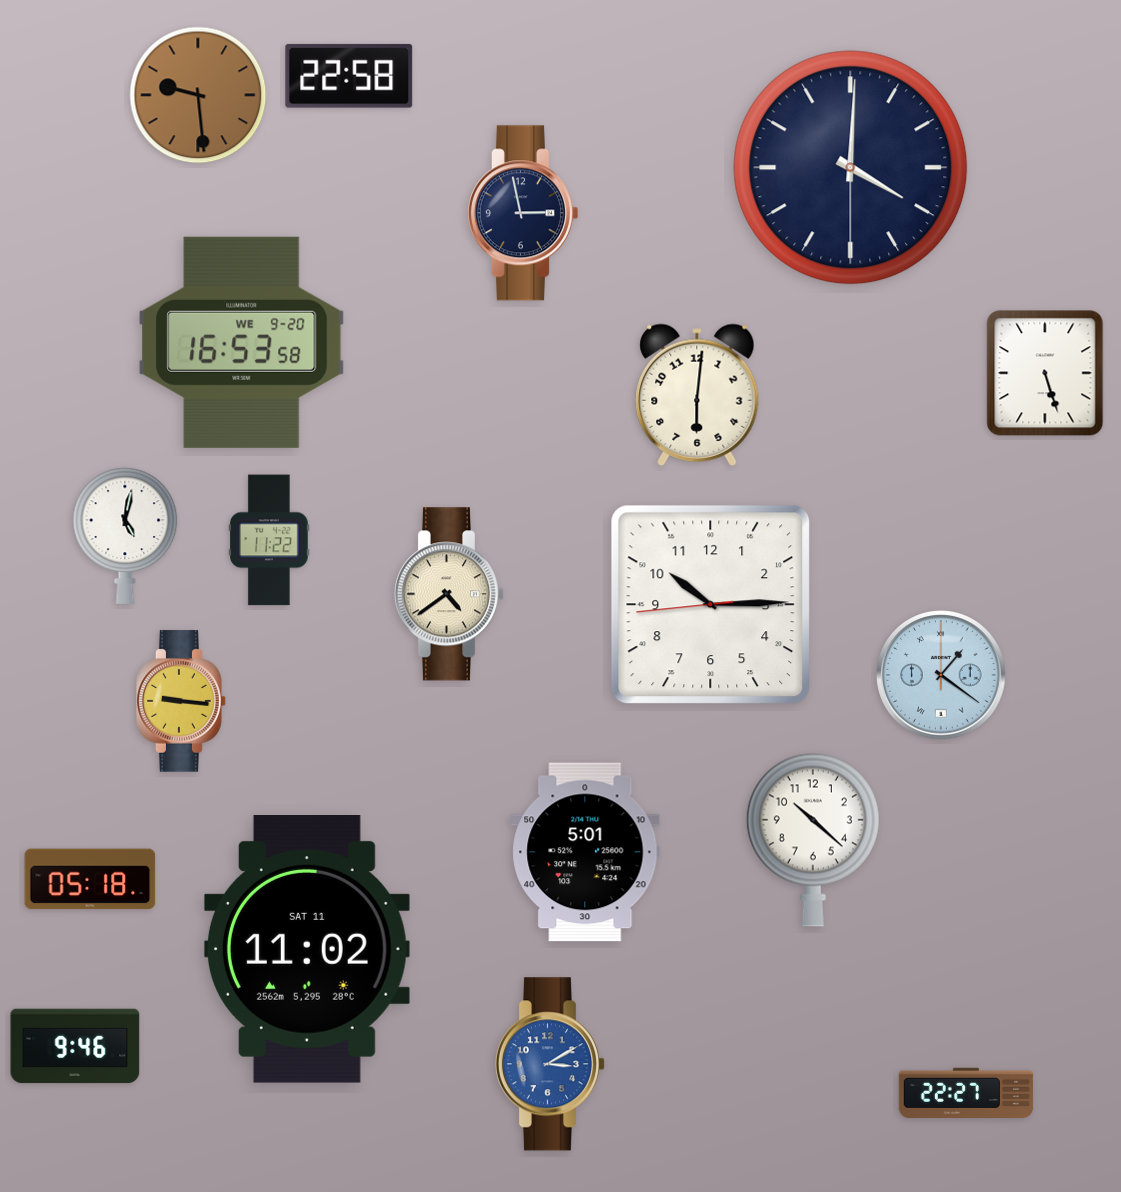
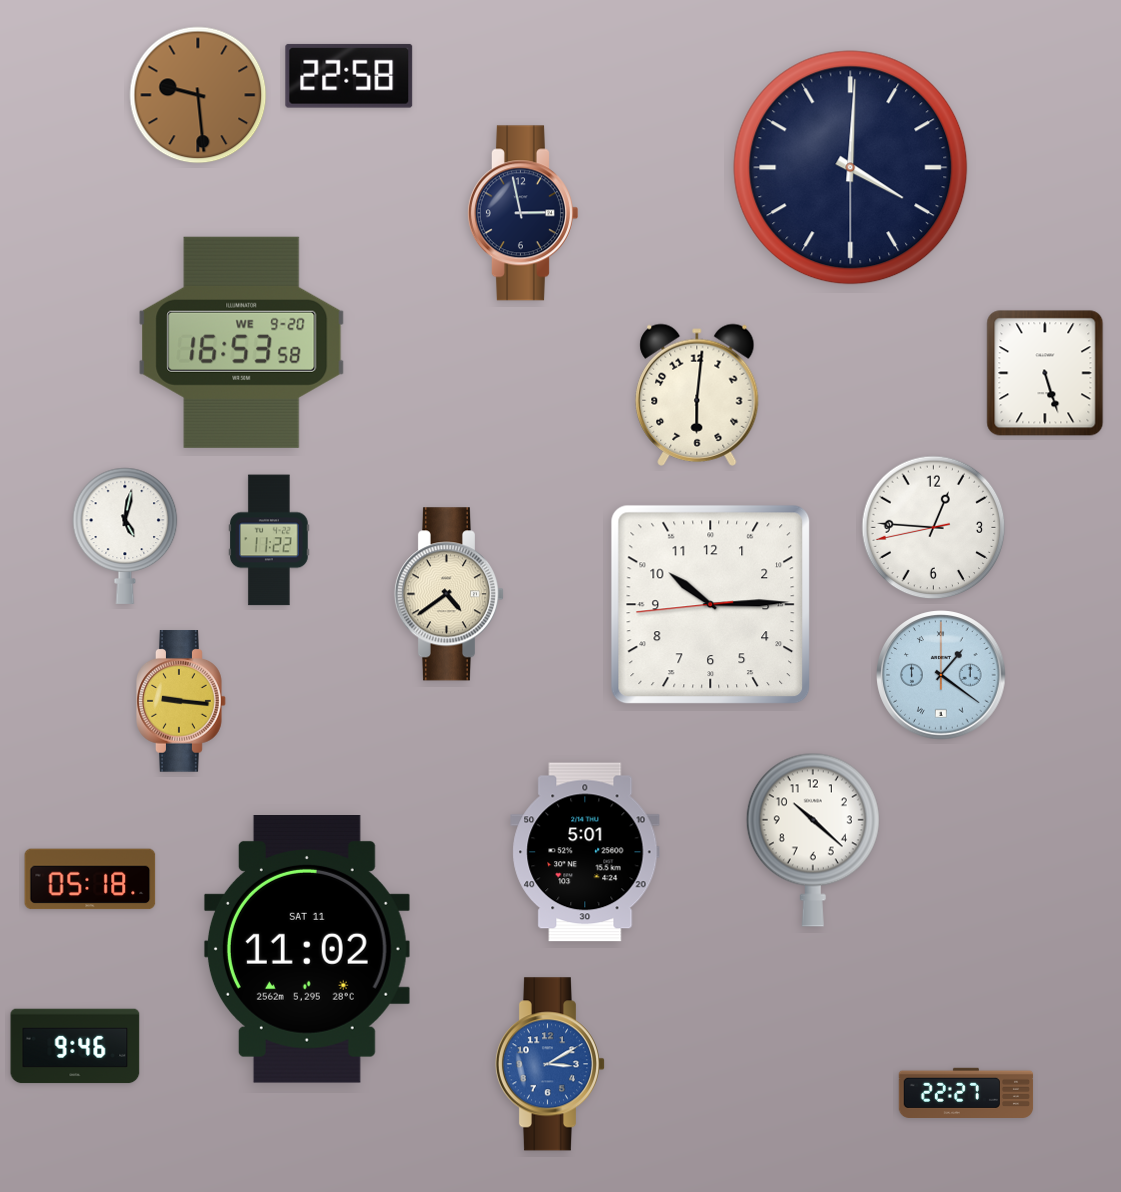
clock at (934, 528): none -> 12:45
